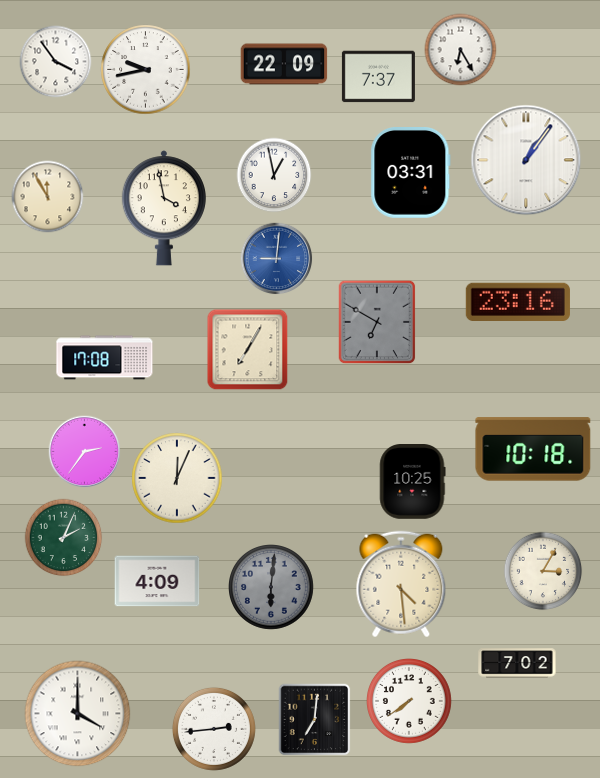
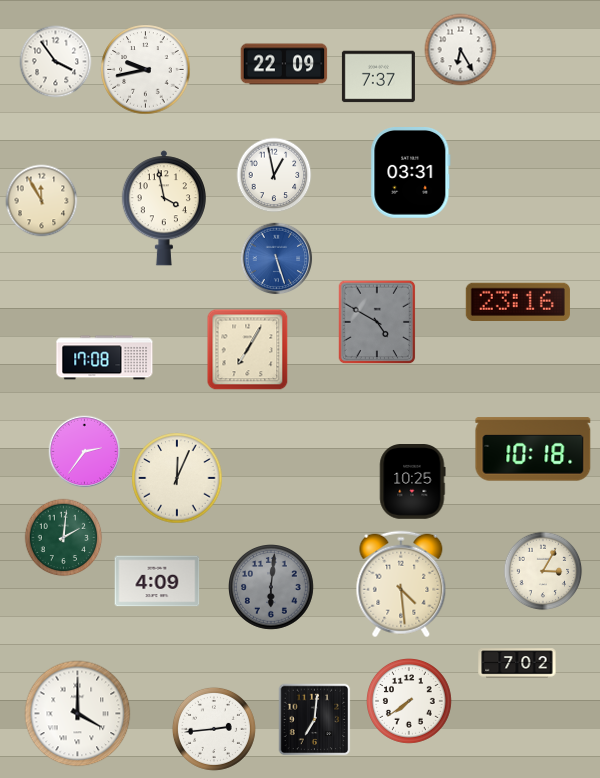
clock at (526, 160): 1:06 -> none
clock at (48, 197) position: (48, 197) -> (42, 201)
clock at (277, 259): 9:01 -> 5:27
clock at (377, 322): 6:50 -> 4:50
clock at (64, 538): 2:04 -> 2:01
